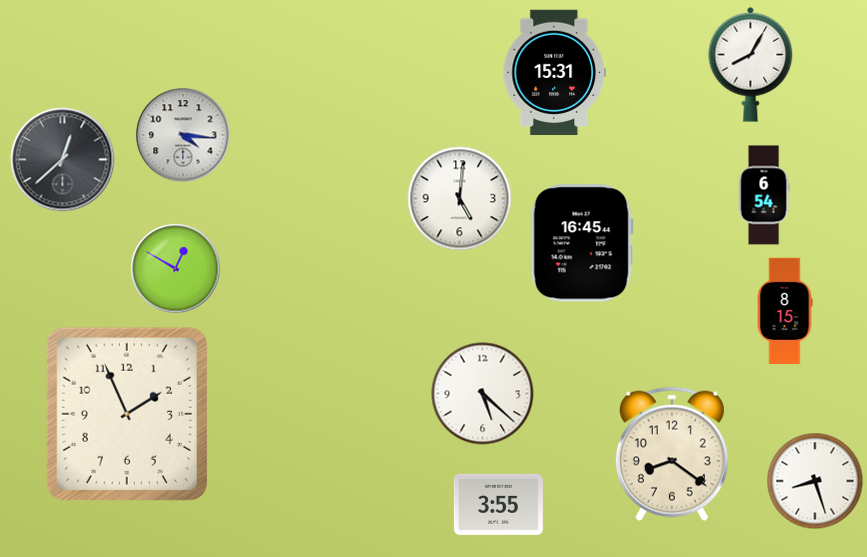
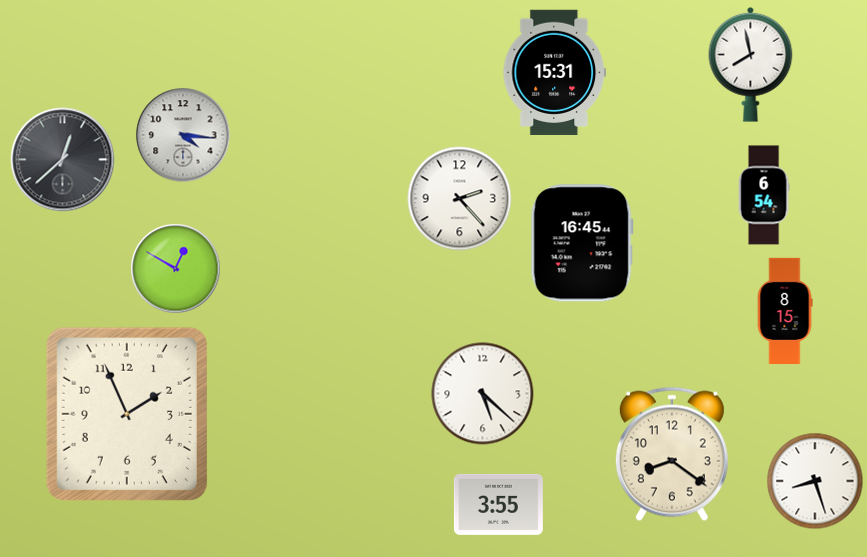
clock at (751, 64): 8:05 -> 7:58
clock at (460, 199): 5:01 -> 2:23
